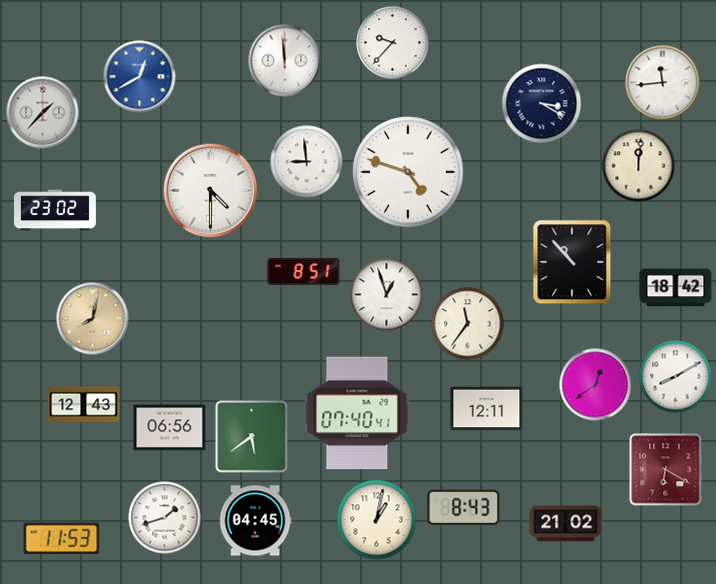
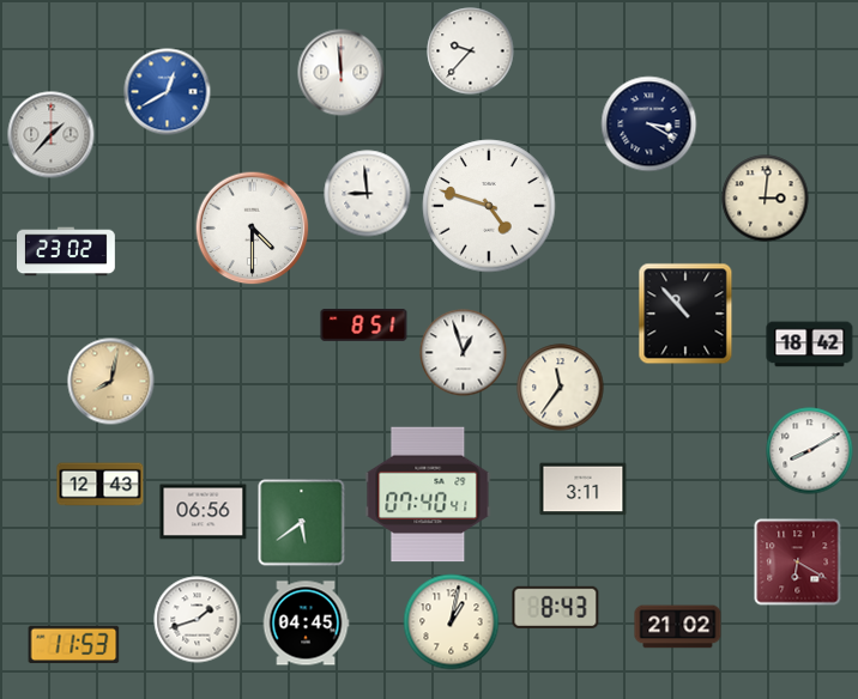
clock at (663, 83): 11:44 -> none
clock at (639, 166): 12:01 -> 3:01
clock at (596, 385): 12:39 -> none
clock at (487, 409): 12:11 -> 3:11
